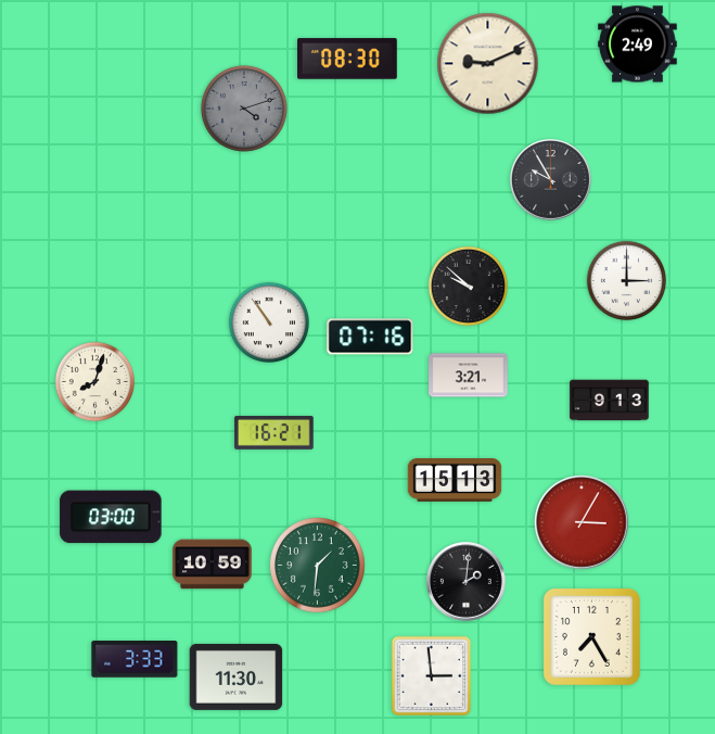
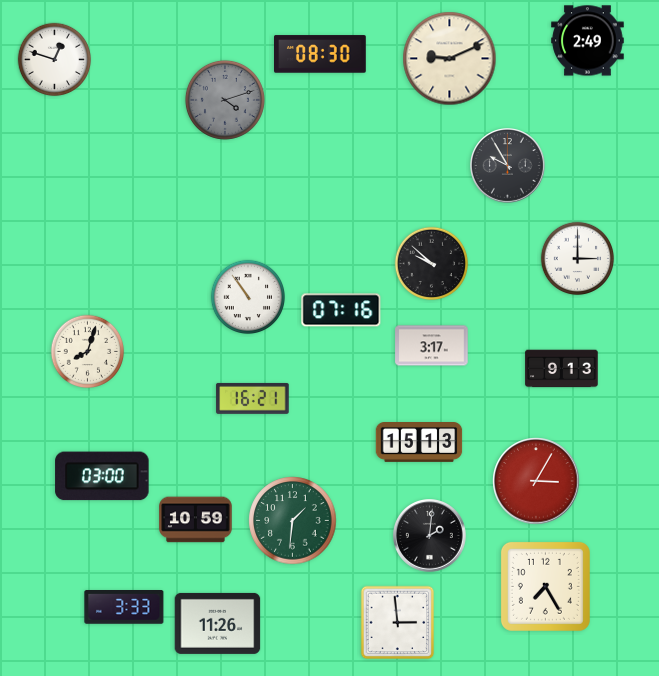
clock at (55, 60): none -> 12:48
clock at (469, 376): 3:21 -> 3:17
clock at (237, 676): 11:30 -> 11:26
